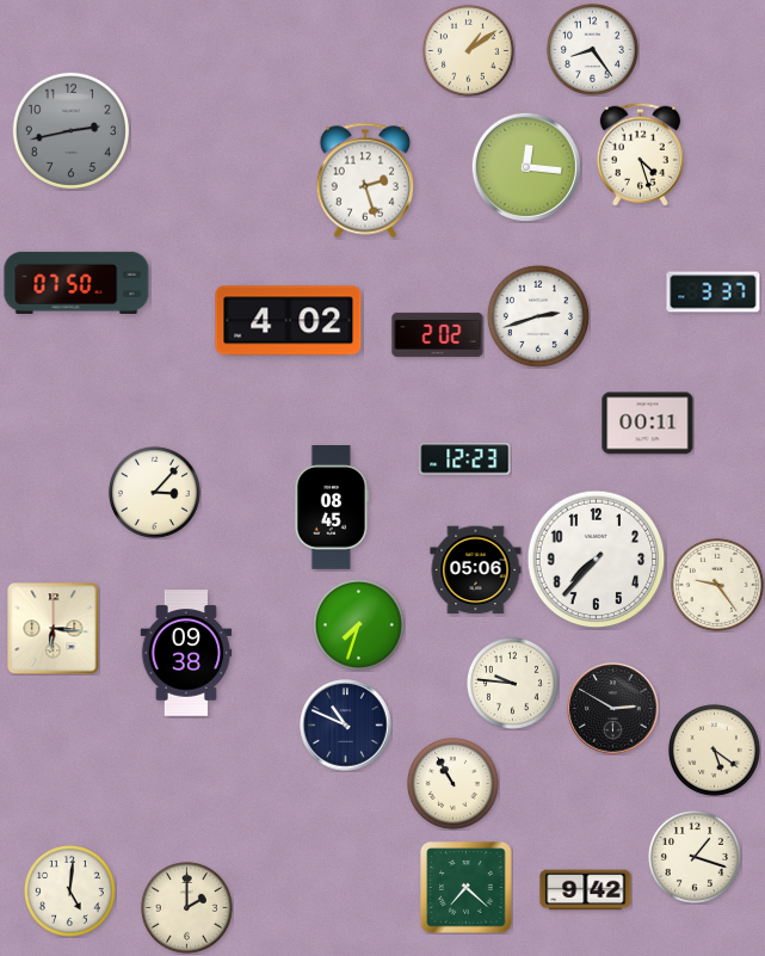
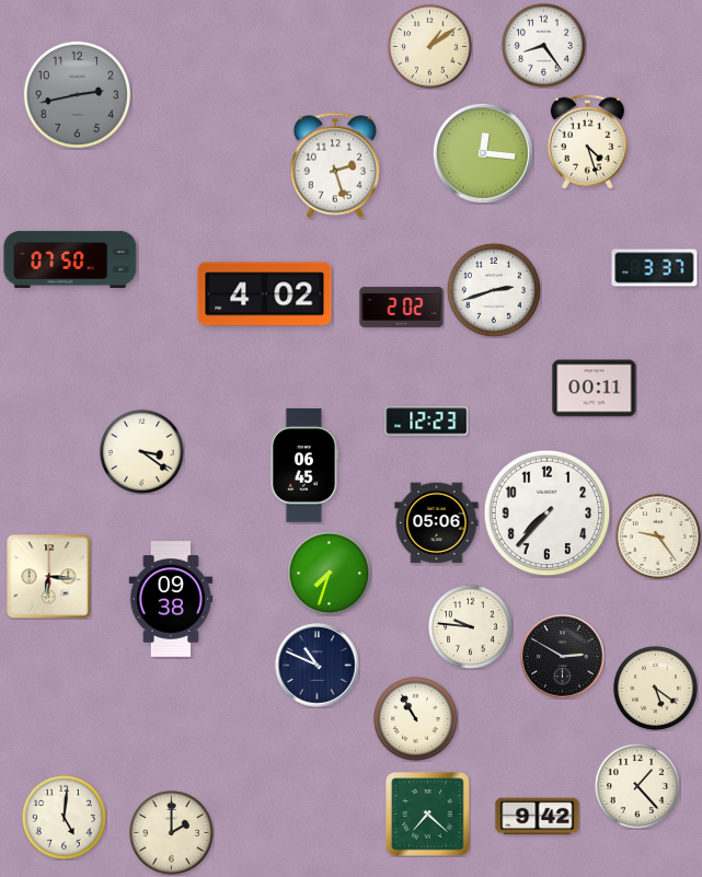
clock at (70, 130) position: (70, 130) -> (77, 94)
clock at (154, 492): 3:07 -> 3:21
clock at (332, 508): 08:45 -> 06:45
clock at (613, 709) position: (613, 709) -> (563, 657)
clock at (695, 857): 1:18 -> 1:23
